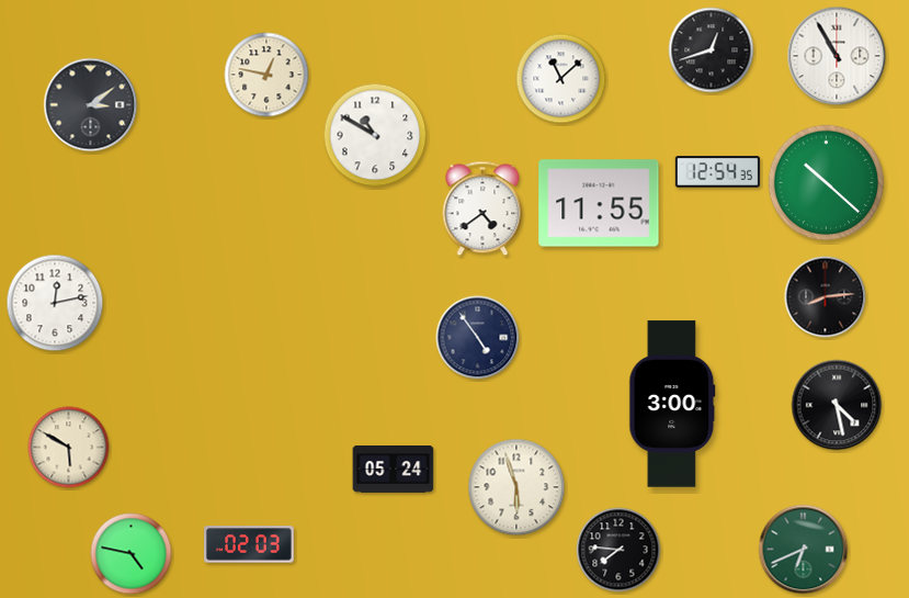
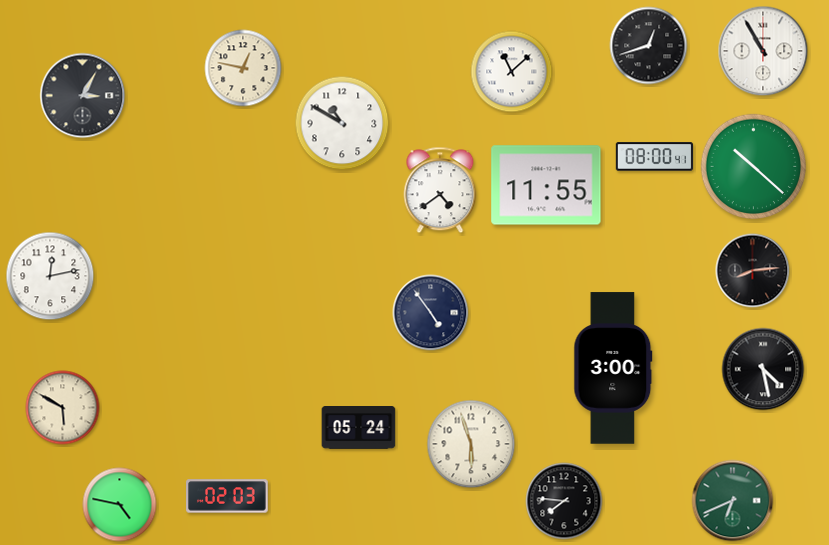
clock at (91, 105): 3:09 -> 3:05
clock at (718, 172): 12:54 -> 08:00
clock at (478, 338) position: (478, 338) -> (431, 313)
